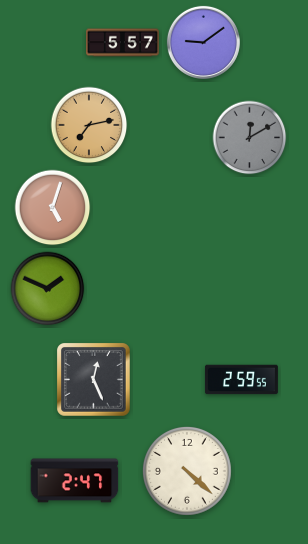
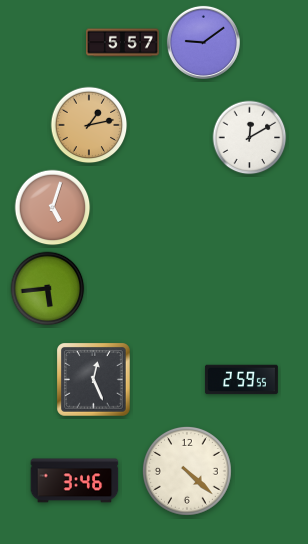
clock at (89, 125): 7:13 -> 1:13
clock at (250, 138) dial: grey -> white
clock at (48, 289): 1:49 -> 5:44
clock at (75, 481): 2:47 -> 3:46
